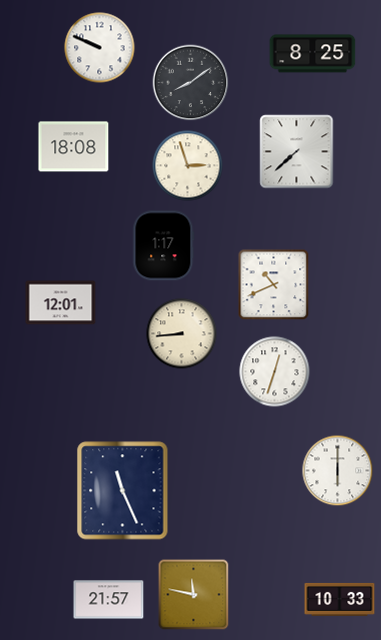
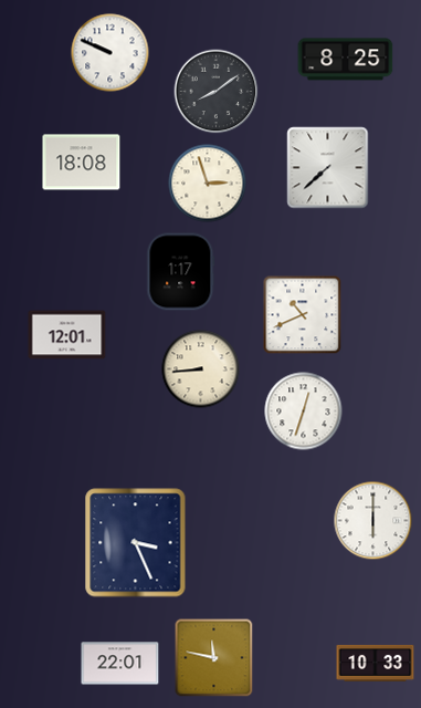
clock at (191, 83) position: (191, 83) -> (217, 92)
clock at (123, 491): 11:26 -> 3:26
clock at (109, 600): 21:57 -> 22:01
